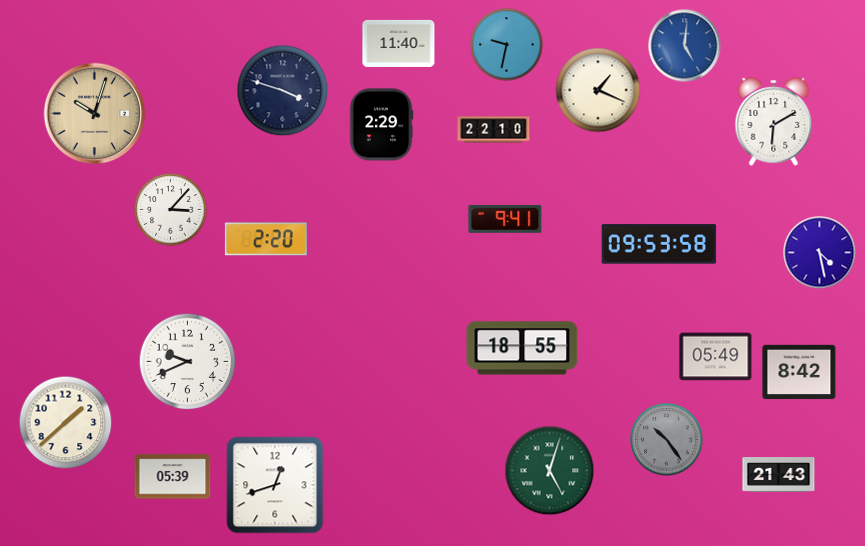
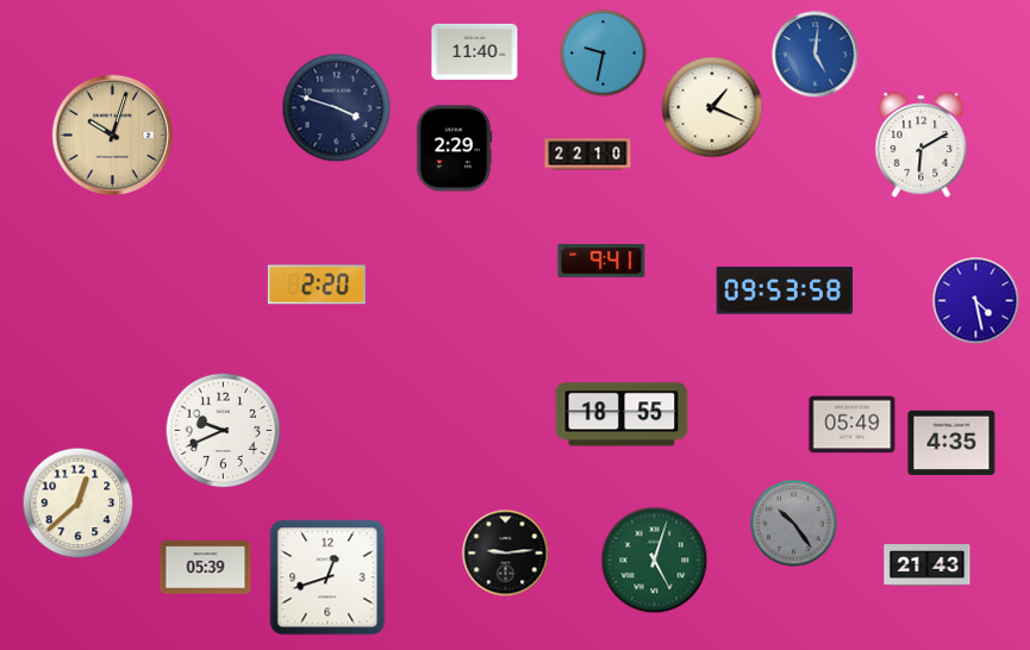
clock at (171, 210): 3:07 -> none
clock at (799, 372): 8:42 -> 4:35
clock at (66, 423): 1:38 -> 12:38
clock at (506, 554): none -> 9:14
